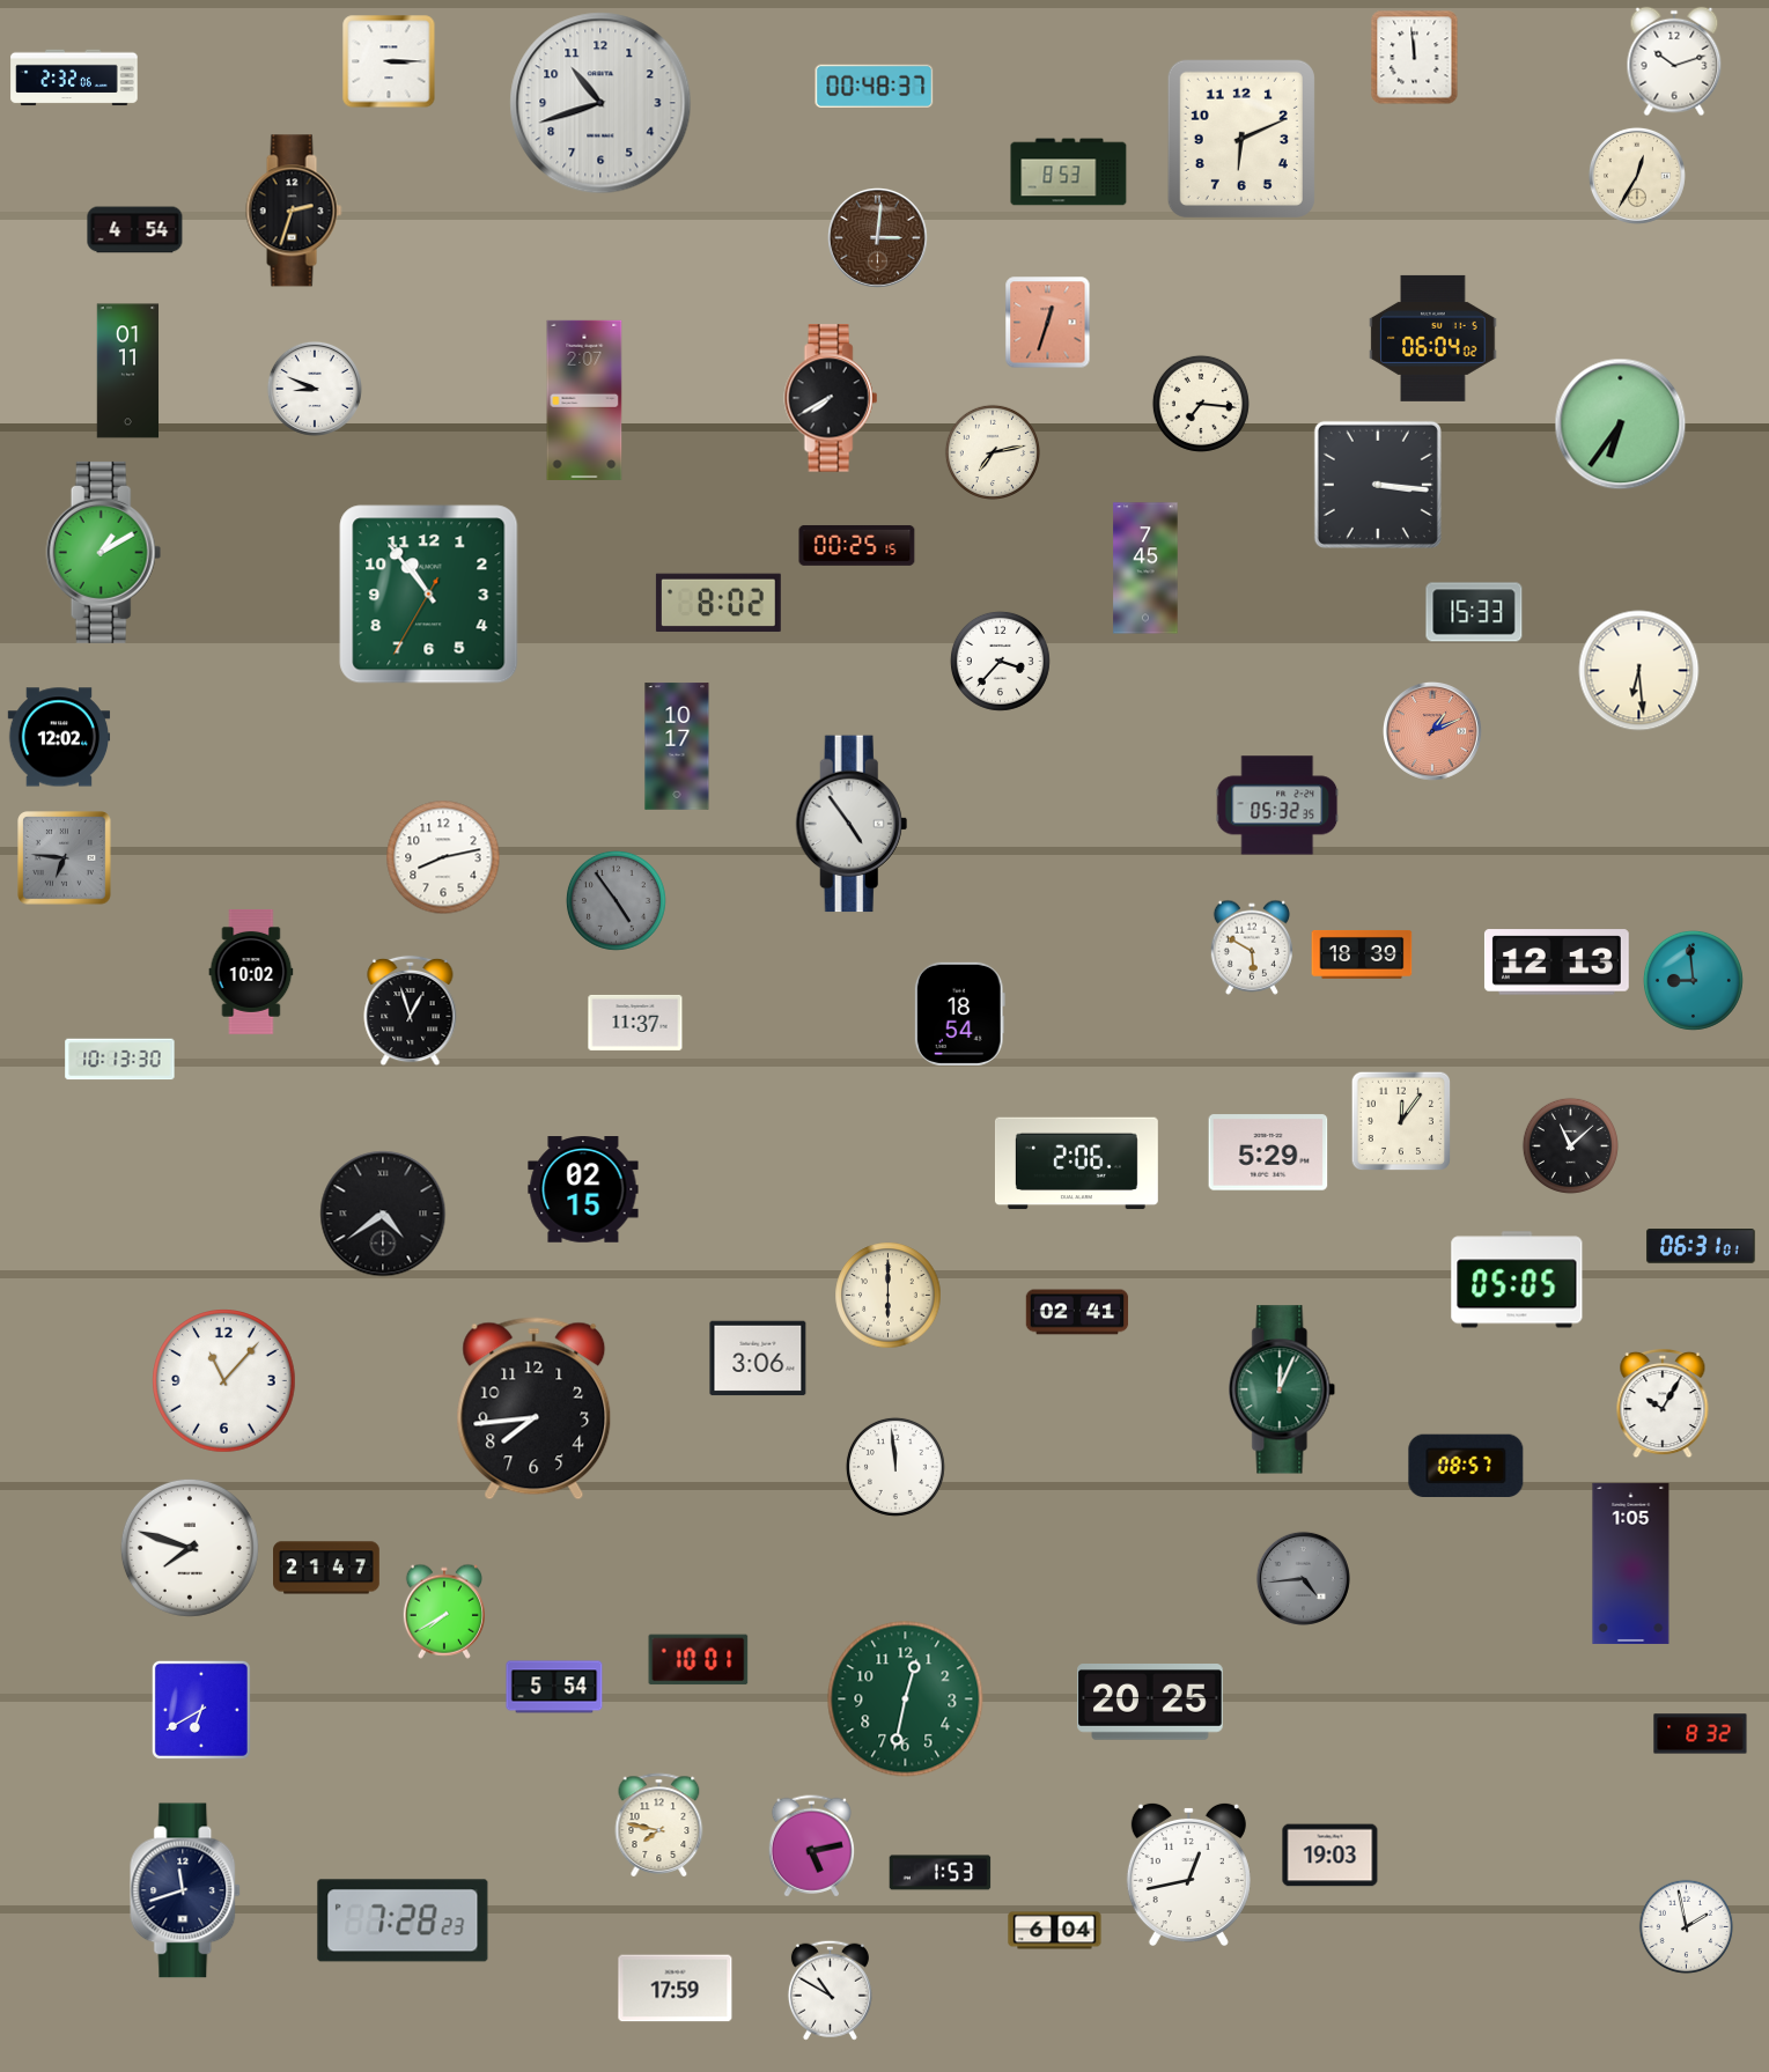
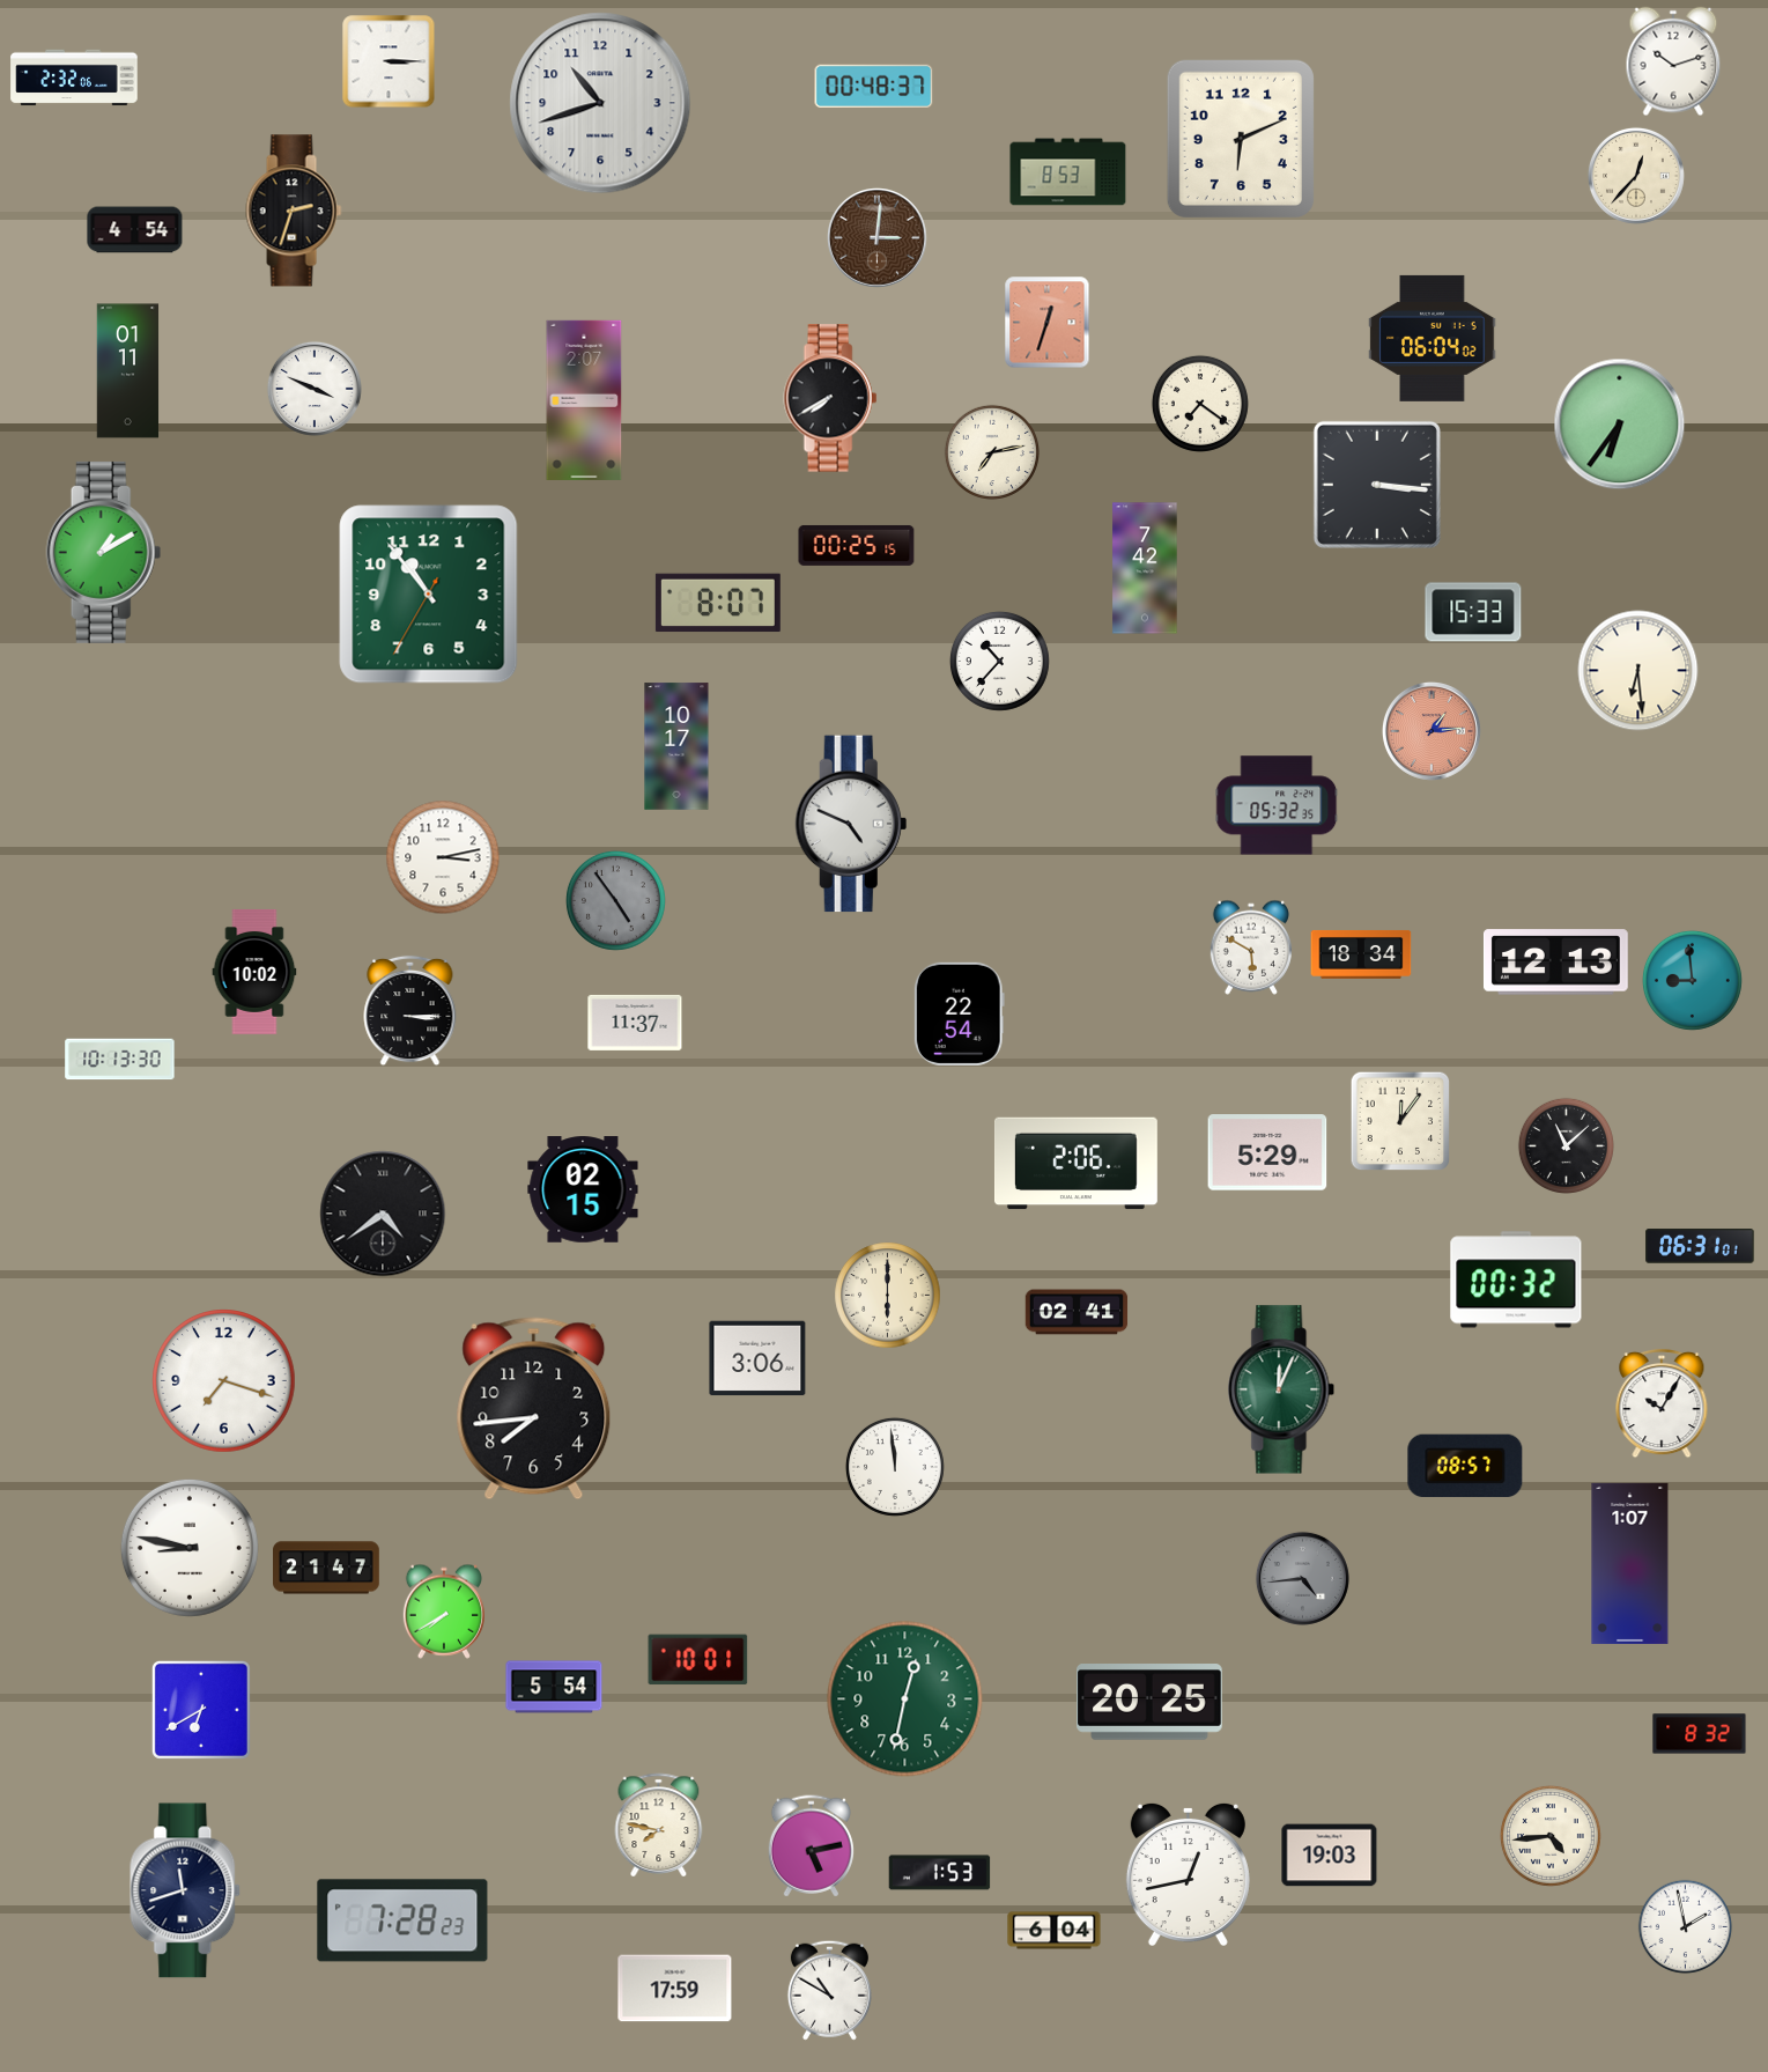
clock at (1415, 58): 11:59 -> none
clock at (1637, 176): 12:35 -> 12:37
clock at (315, 389): 8:49 -> 3:49
clock at (1201, 404): 7:16 -> 7:21
clock at (1145, 568): 7:45 -> 7:42
clock at (718, 603): 8:02 -> 8:07
clock at (1000, 661): 3:37 -> 10:37
clock at (1432, 731): 1:11 -> 1:14
clock at (59, 737): 12:02 -> none
clock at (852, 824): 4:54 -> 4:49
clock at (443, 857): 8:13 -> 3:13
clock at (65, 858): 6:46 -> none
clock at (1362, 954): 18:39 -> 18:34
clock at (251, 972) position: (251, 972) -> (254, 972)
clock at (411, 1011): 12:57 -> 3:15
clock at (959, 1013): 18:54 -> 22:54
clock at (1570, 1145) position: (1570, 1145) -> (1566, 1145)
clock at (1517, 1280): 05:05 -> 00:32
clock at (224, 1381): 11:07 -> 7:18
clock at (190, 1548): 7:48 -> 8:47
clock at (1631, 1563): 1:05 -> 1:07
clock at (1551, 1836): none -> 4:44
